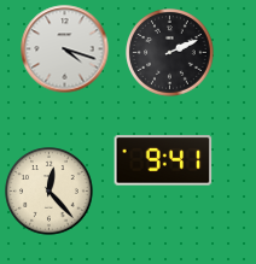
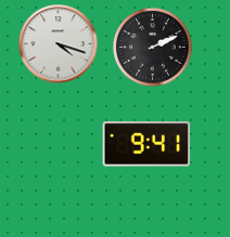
clock at (50, 192): 12:23 -> none
